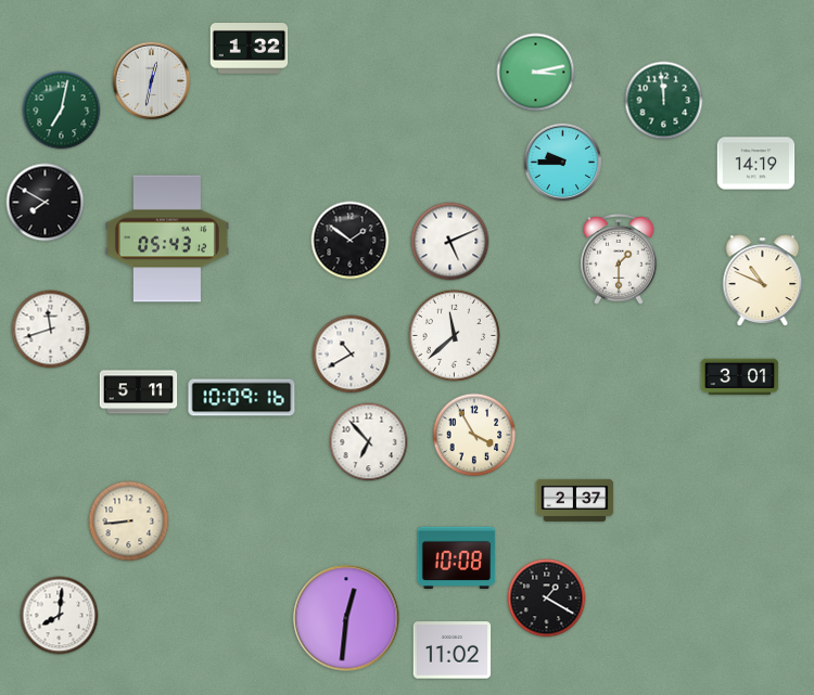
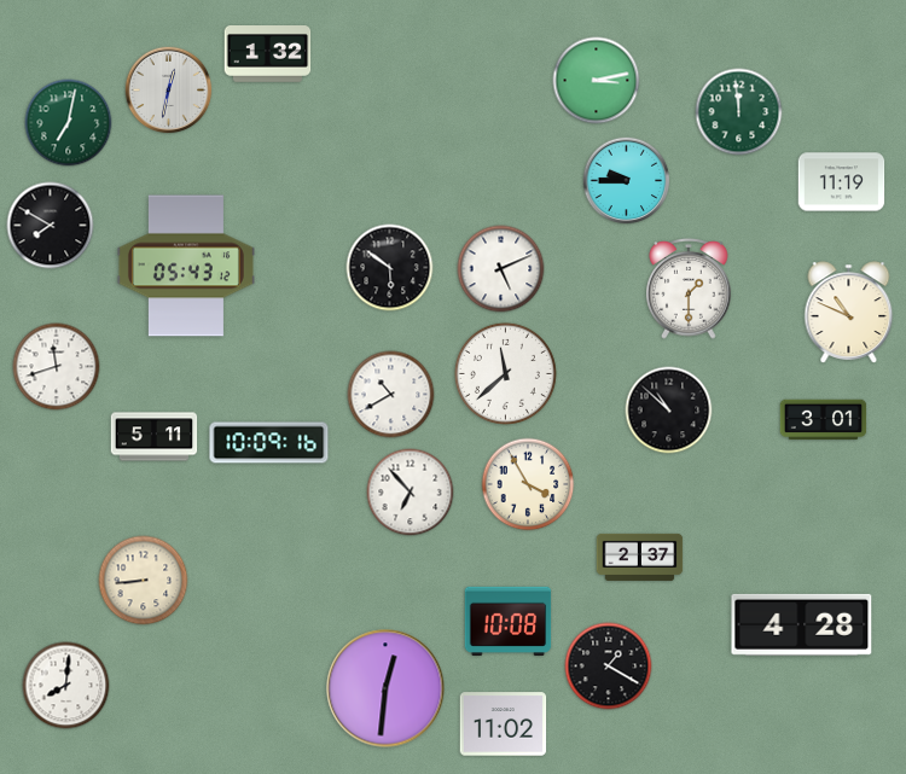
clock at (250, 49) position: (250, 49) -> (268, 54)
clock at (756, 164): 14:19 -> 11:19
clock at (351, 241): 1:51 -> 5:51
clock at (669, 411): none -> 10:52
clock at (802, 624): none -> 4:28
